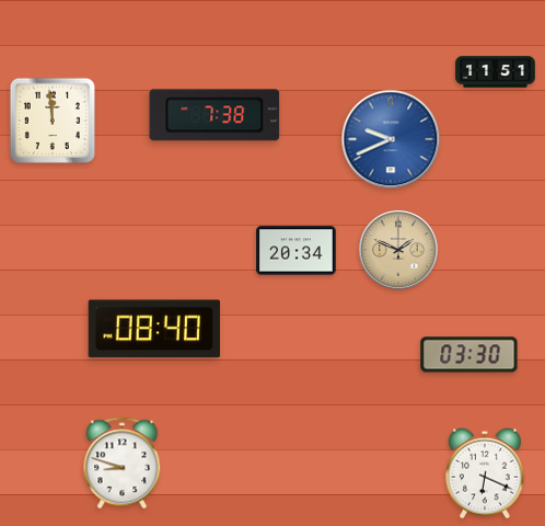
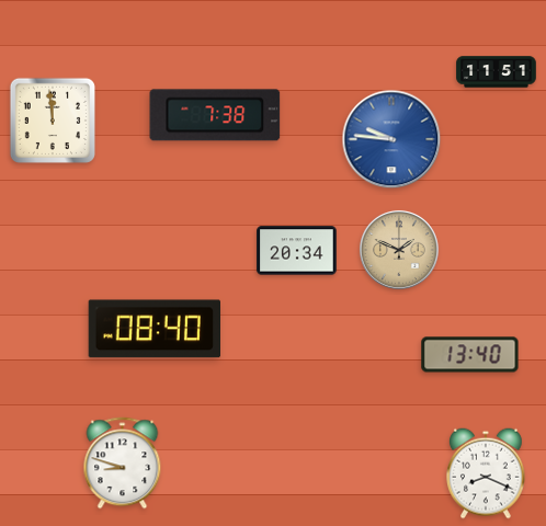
clock at (391, 139): 9:41 -> 9:46
clock at (469, 355): 03:30 -> 13:40
clock at (486, 473): 6:19 -> 8:19
